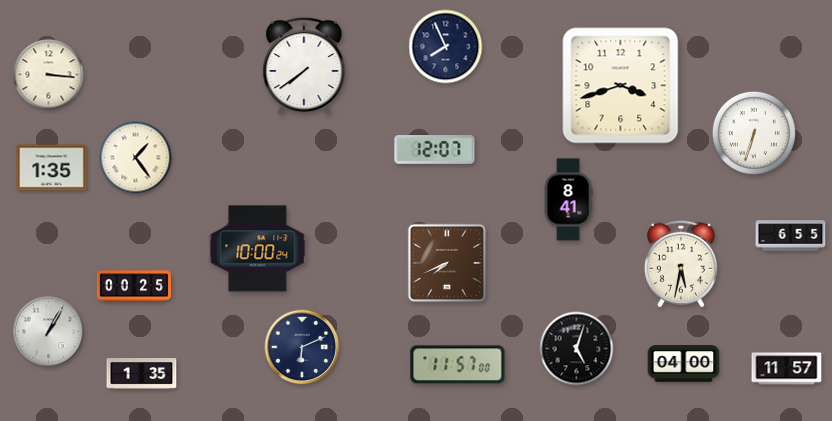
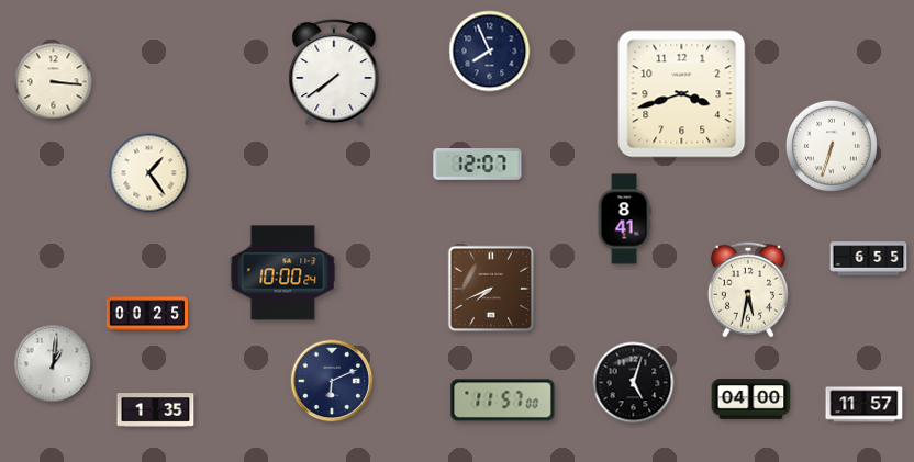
clock at (754, 133) position: (754, 133) -> (832, 146)
clock at (52, 168): 1:35 -> none
clock at (49, 332): 1:05 -> 1:01
